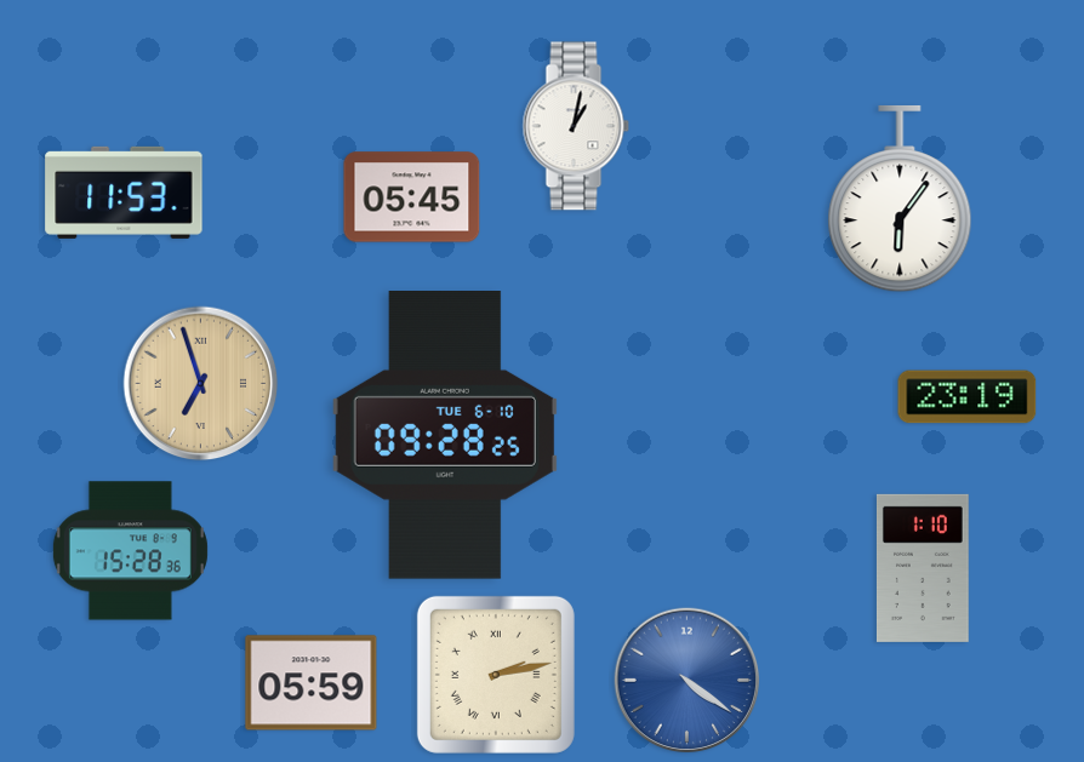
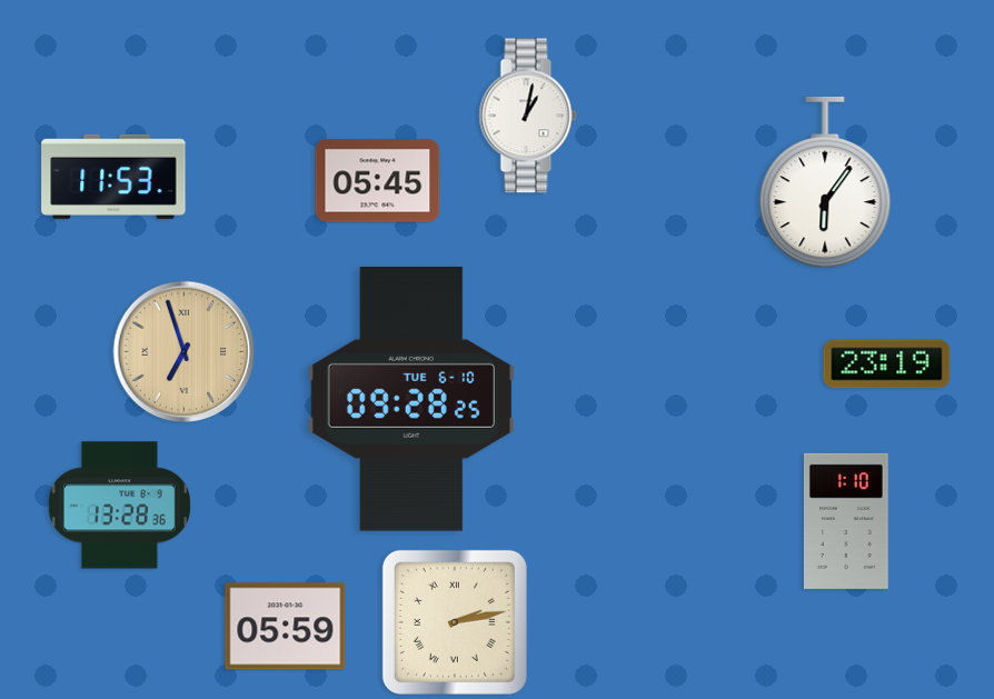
clock at (445, 436) position: (445, 436) -> (411, 400)
clock at (130, 551): 15:28 -> 13:28
clock at (496, 675) position: (496, 675) -> (455, 622)
clock at (688, 681): 4:21 -> none
